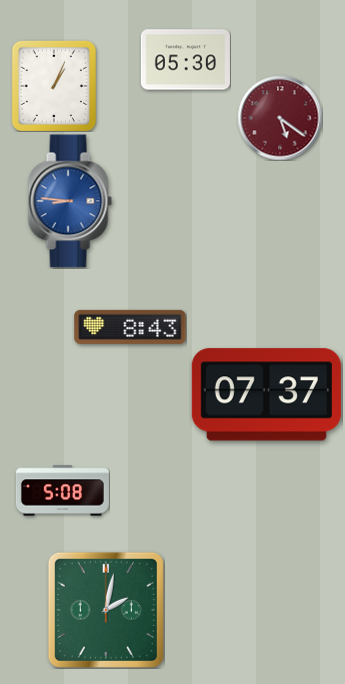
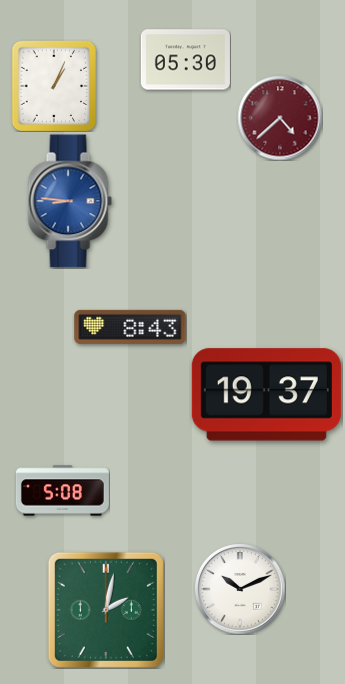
clock at (280, 118): 5:21 -> 4:38
clock at (266, 395): 07:37 -> 19:37
clock at (240, 589): none -> 10:11
